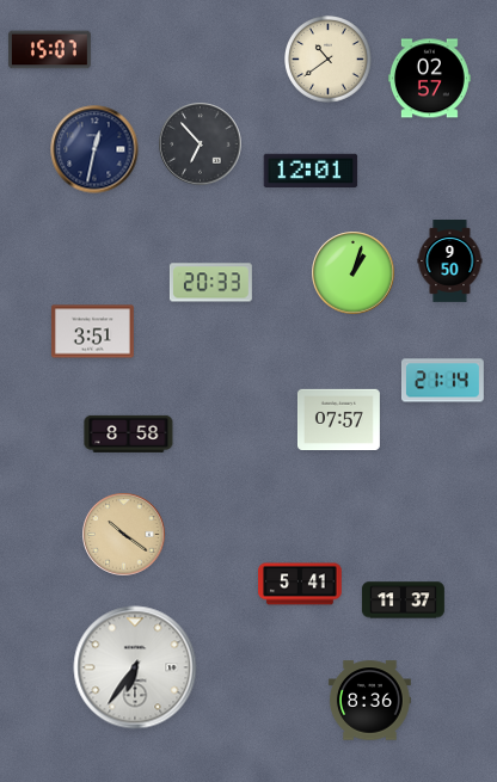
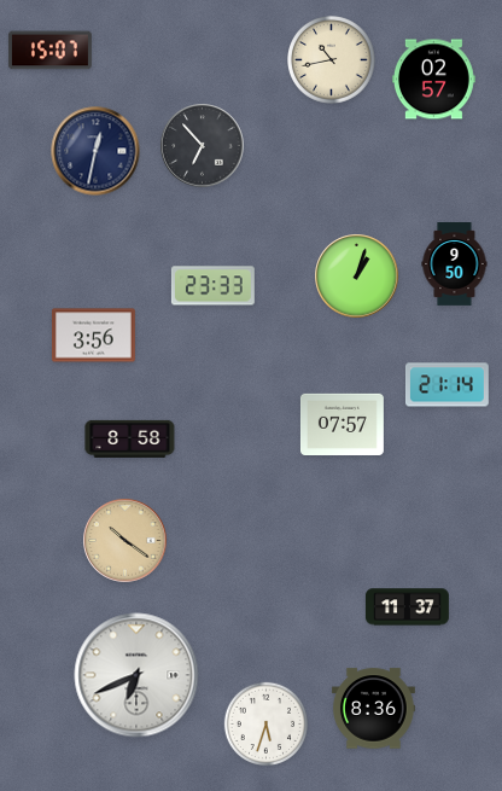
clock at (329, 60): 10:39 -> 10:43
clock at (311, 171): 12:01 -> none
clock at (210, 283): 20:33 -> 23:33
clock at (92, 332): 3:51 -> 3:56
clock at (300, 584): 5:41 -> none
clock at (135, 667): 6:36 -> 6:41
clock at (265, 723): none -> 5:33
